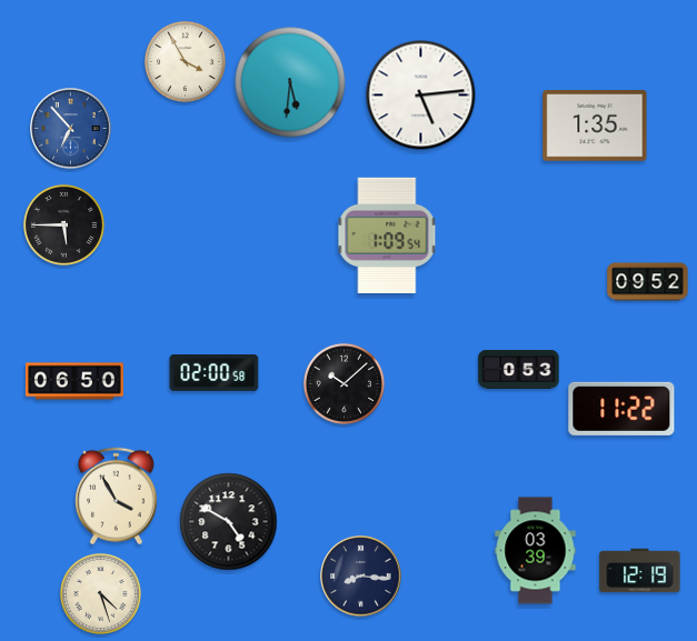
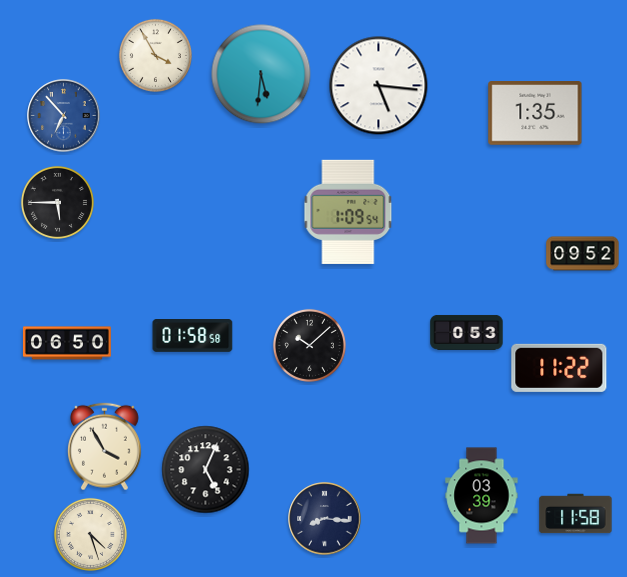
clock at (185, 61) position: (185, 61) -> (155, 55)
clock at (421, 96): 5:14 -> 5:16
clock at (215, 373): 02:00 -> 01:58
clock at (229, 522): 4:50 -> 5:04
clock at (640, 571): 12:19 -> 11:58
